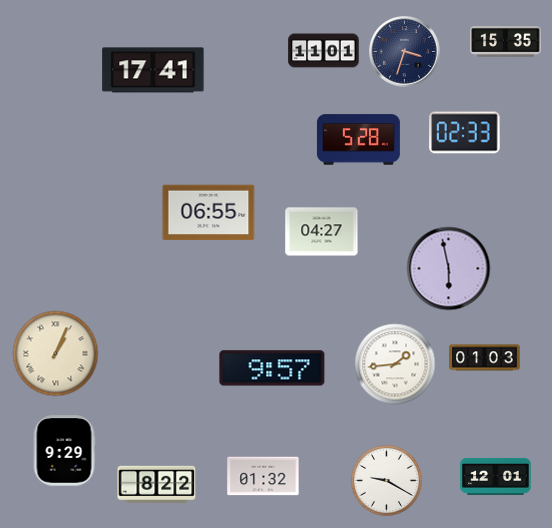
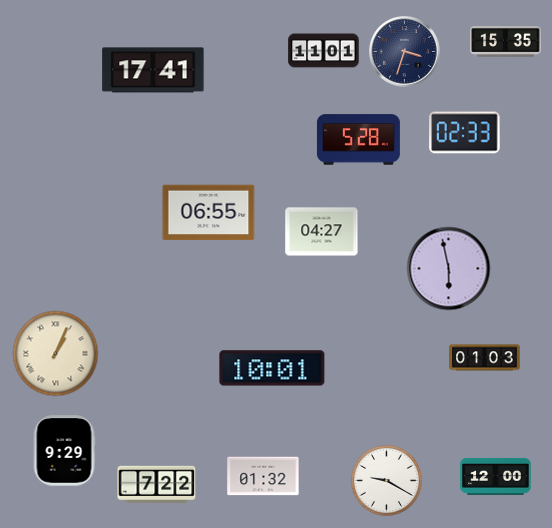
clock at (395, 364): 1:44 -> none
clock at (272, 368): 9:57 -> 10:01
clock at (496, 476): 12:01 -> 12:00
clock at (157, 484): 8:22 -> 7:22
